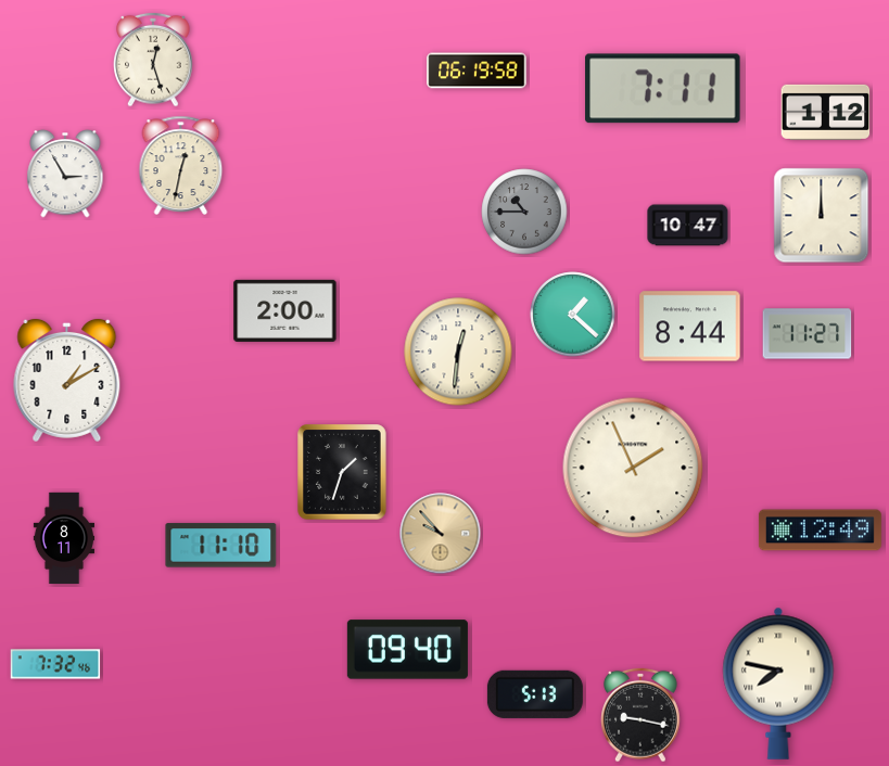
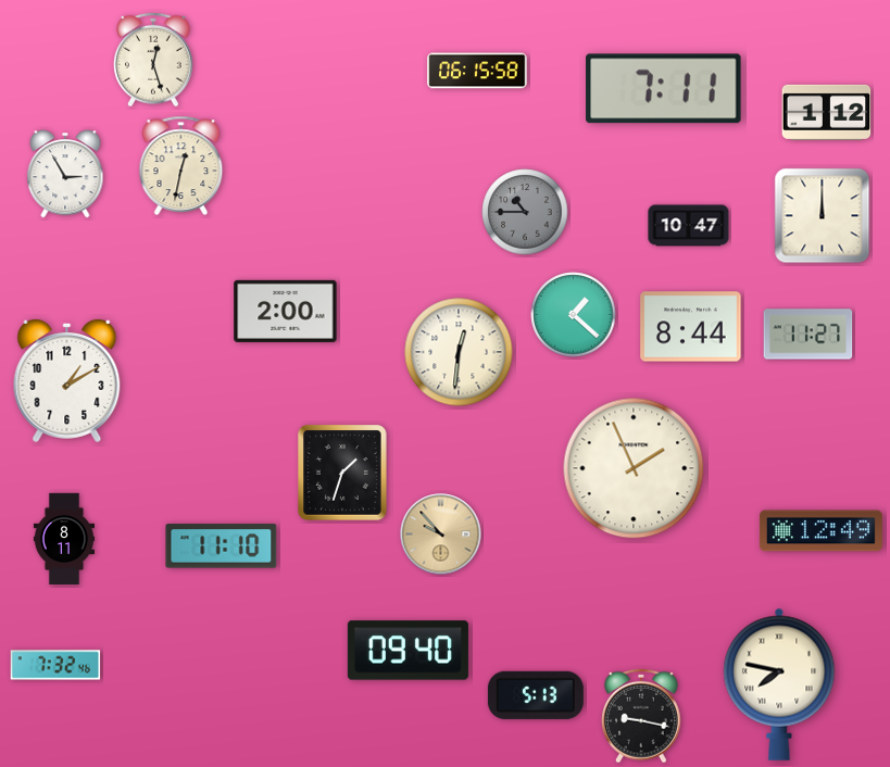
clock at (477, 71): 06:19 -> 06:15
